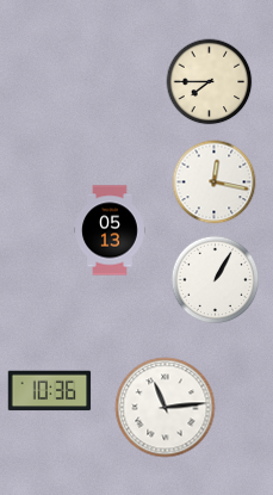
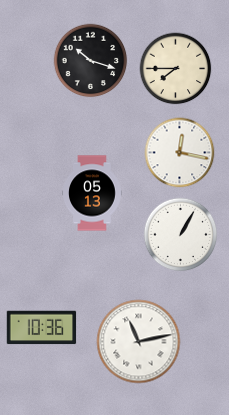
clock at (91, 61): none -> 10:18
clock at (166, 408): 11:14 -> 11:13
